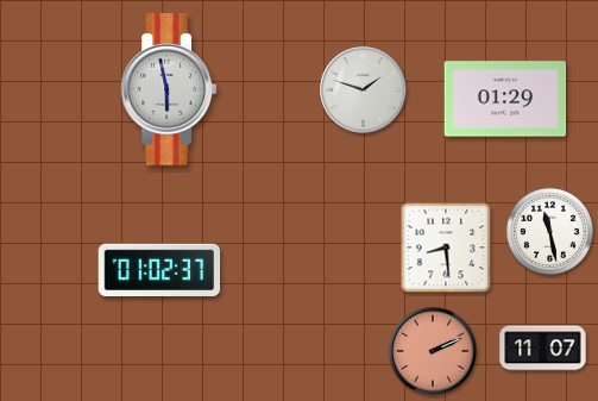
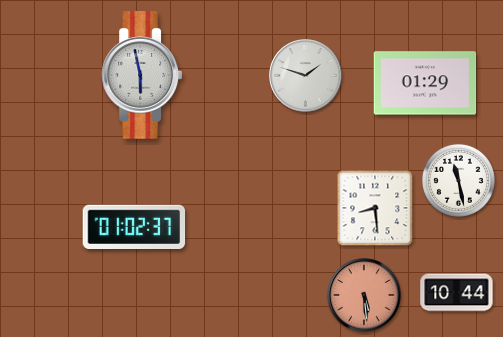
clock at (549, 231) position: (549, 231) -> (458, 180)
clock at (543, 349): 11:07 -> 10:44
clock at (433, 351): 2:11 -> 5:29
